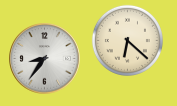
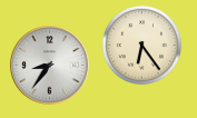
clock at (127, 40): 6:22 -> 6:24
